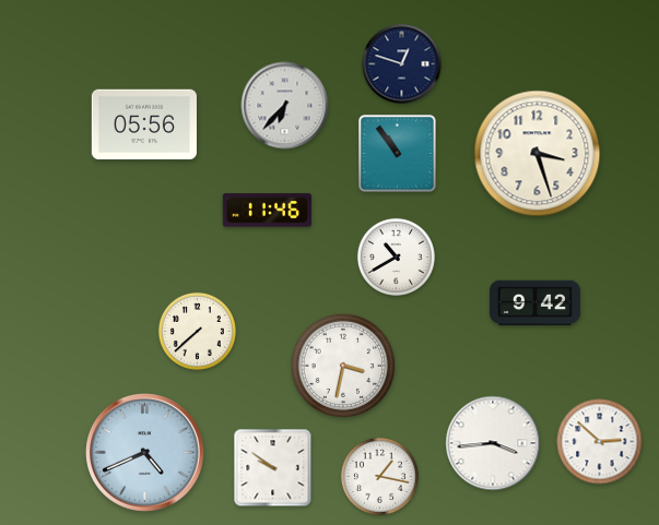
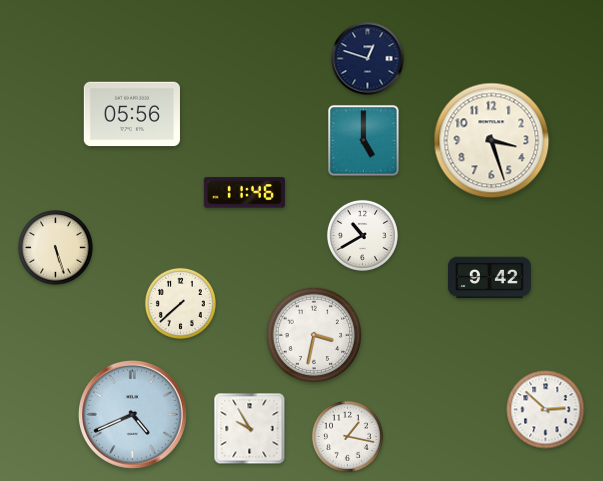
clock at (285, 106): 6:37 -> none
clock at (398, 154): 10:54 -> 5:00
clock at (56, 248): none -> 5:27
clock at (600, 442) position: (600, 442) -> (546, 410)
clock at (493, 443): 3:44 -> none
clock at (273, 468): 9:51 -> 9:55
